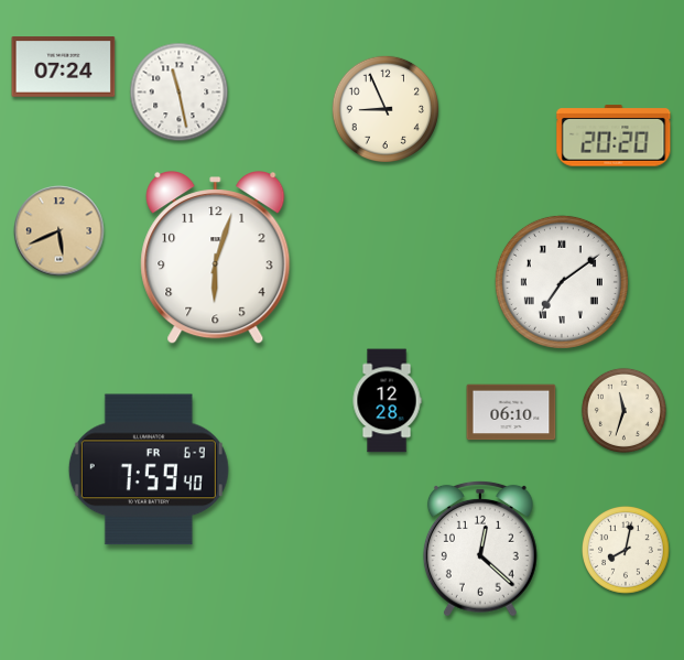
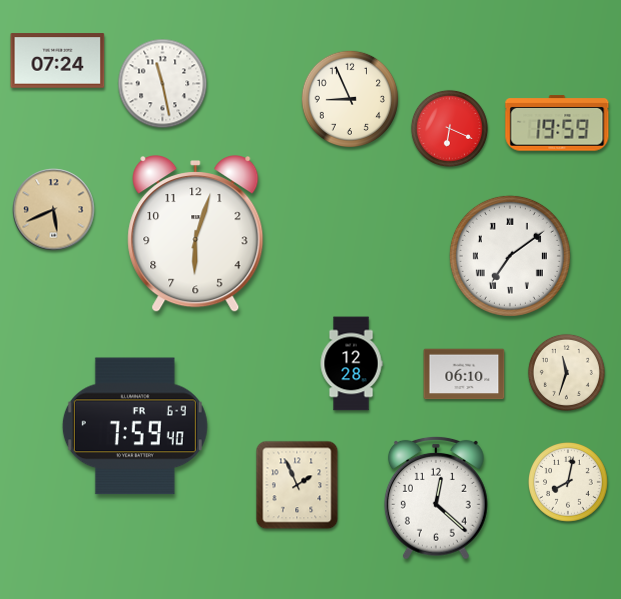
clock at (614, 136): 20:20 -> 19:59
clock at (449, 128): none -> 6:19
clock at (297, 485): none -> 1:56
clock at (627, 551) position: (627, 551) -> (569, 483)
